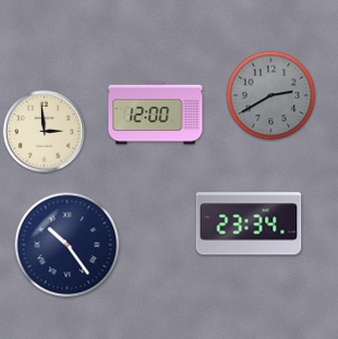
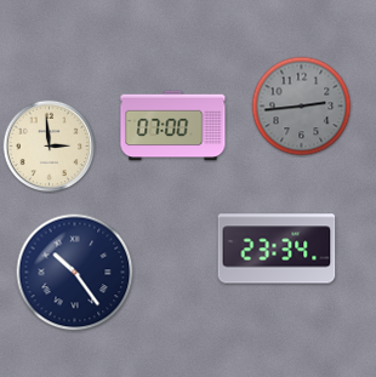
clock at (271, 96): 2:40 -> 2:44
clock at (156, 113): 12:00 -> 07:00
